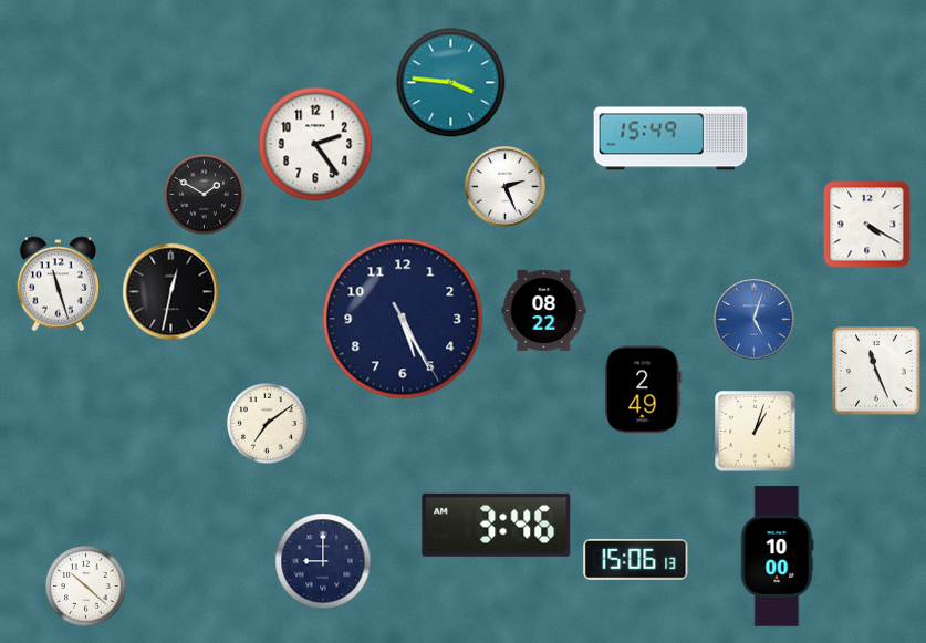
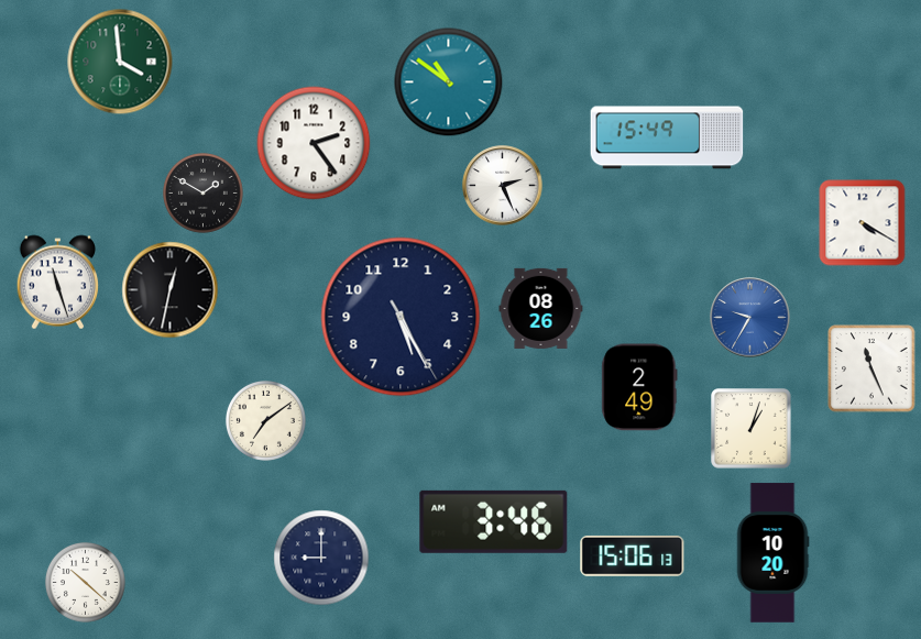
clock at (120, 62): none -> 3:59
clock at (451, 83): 3:46 -> 10:51
clock at (544, 310): 08:22 -> 08:26
clock at (755, 320): 5:03 -> 9:35
clock at (777, 557): 10:00 -> 10:20
